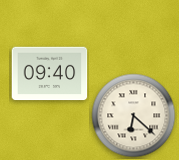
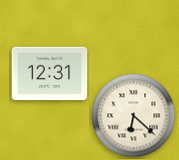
clock at (50, 74): 09:40 -> 12:31
